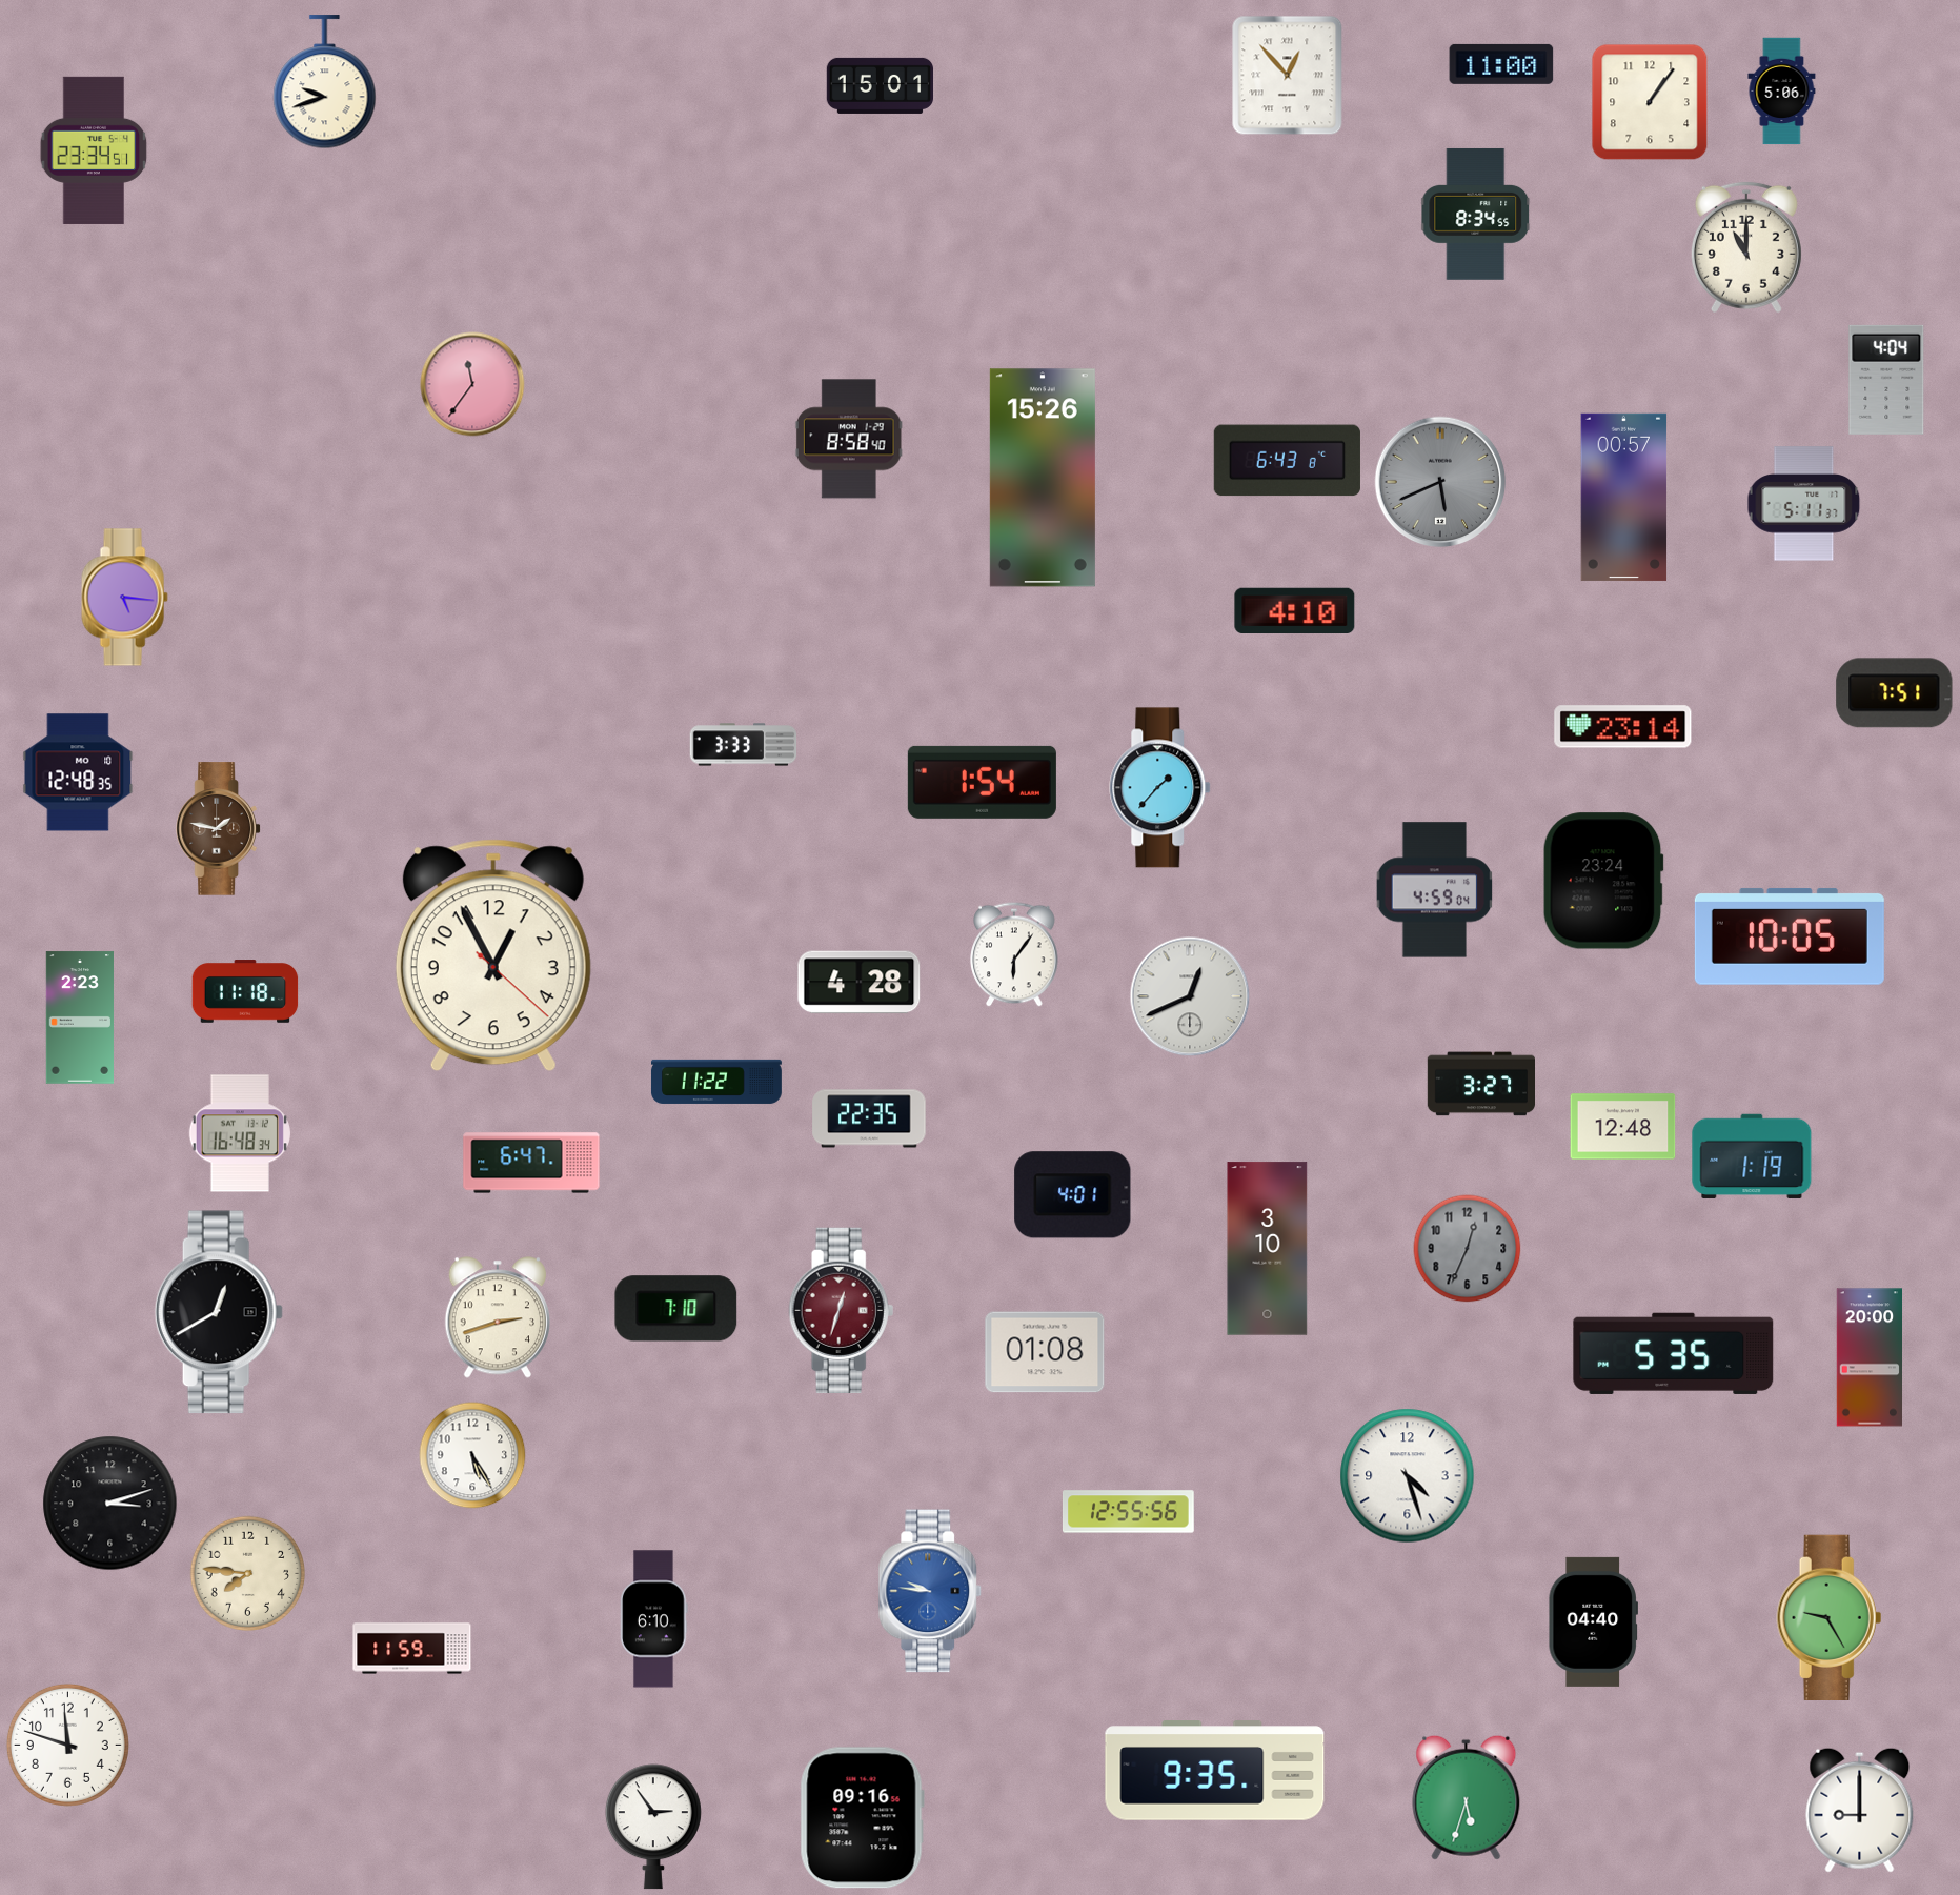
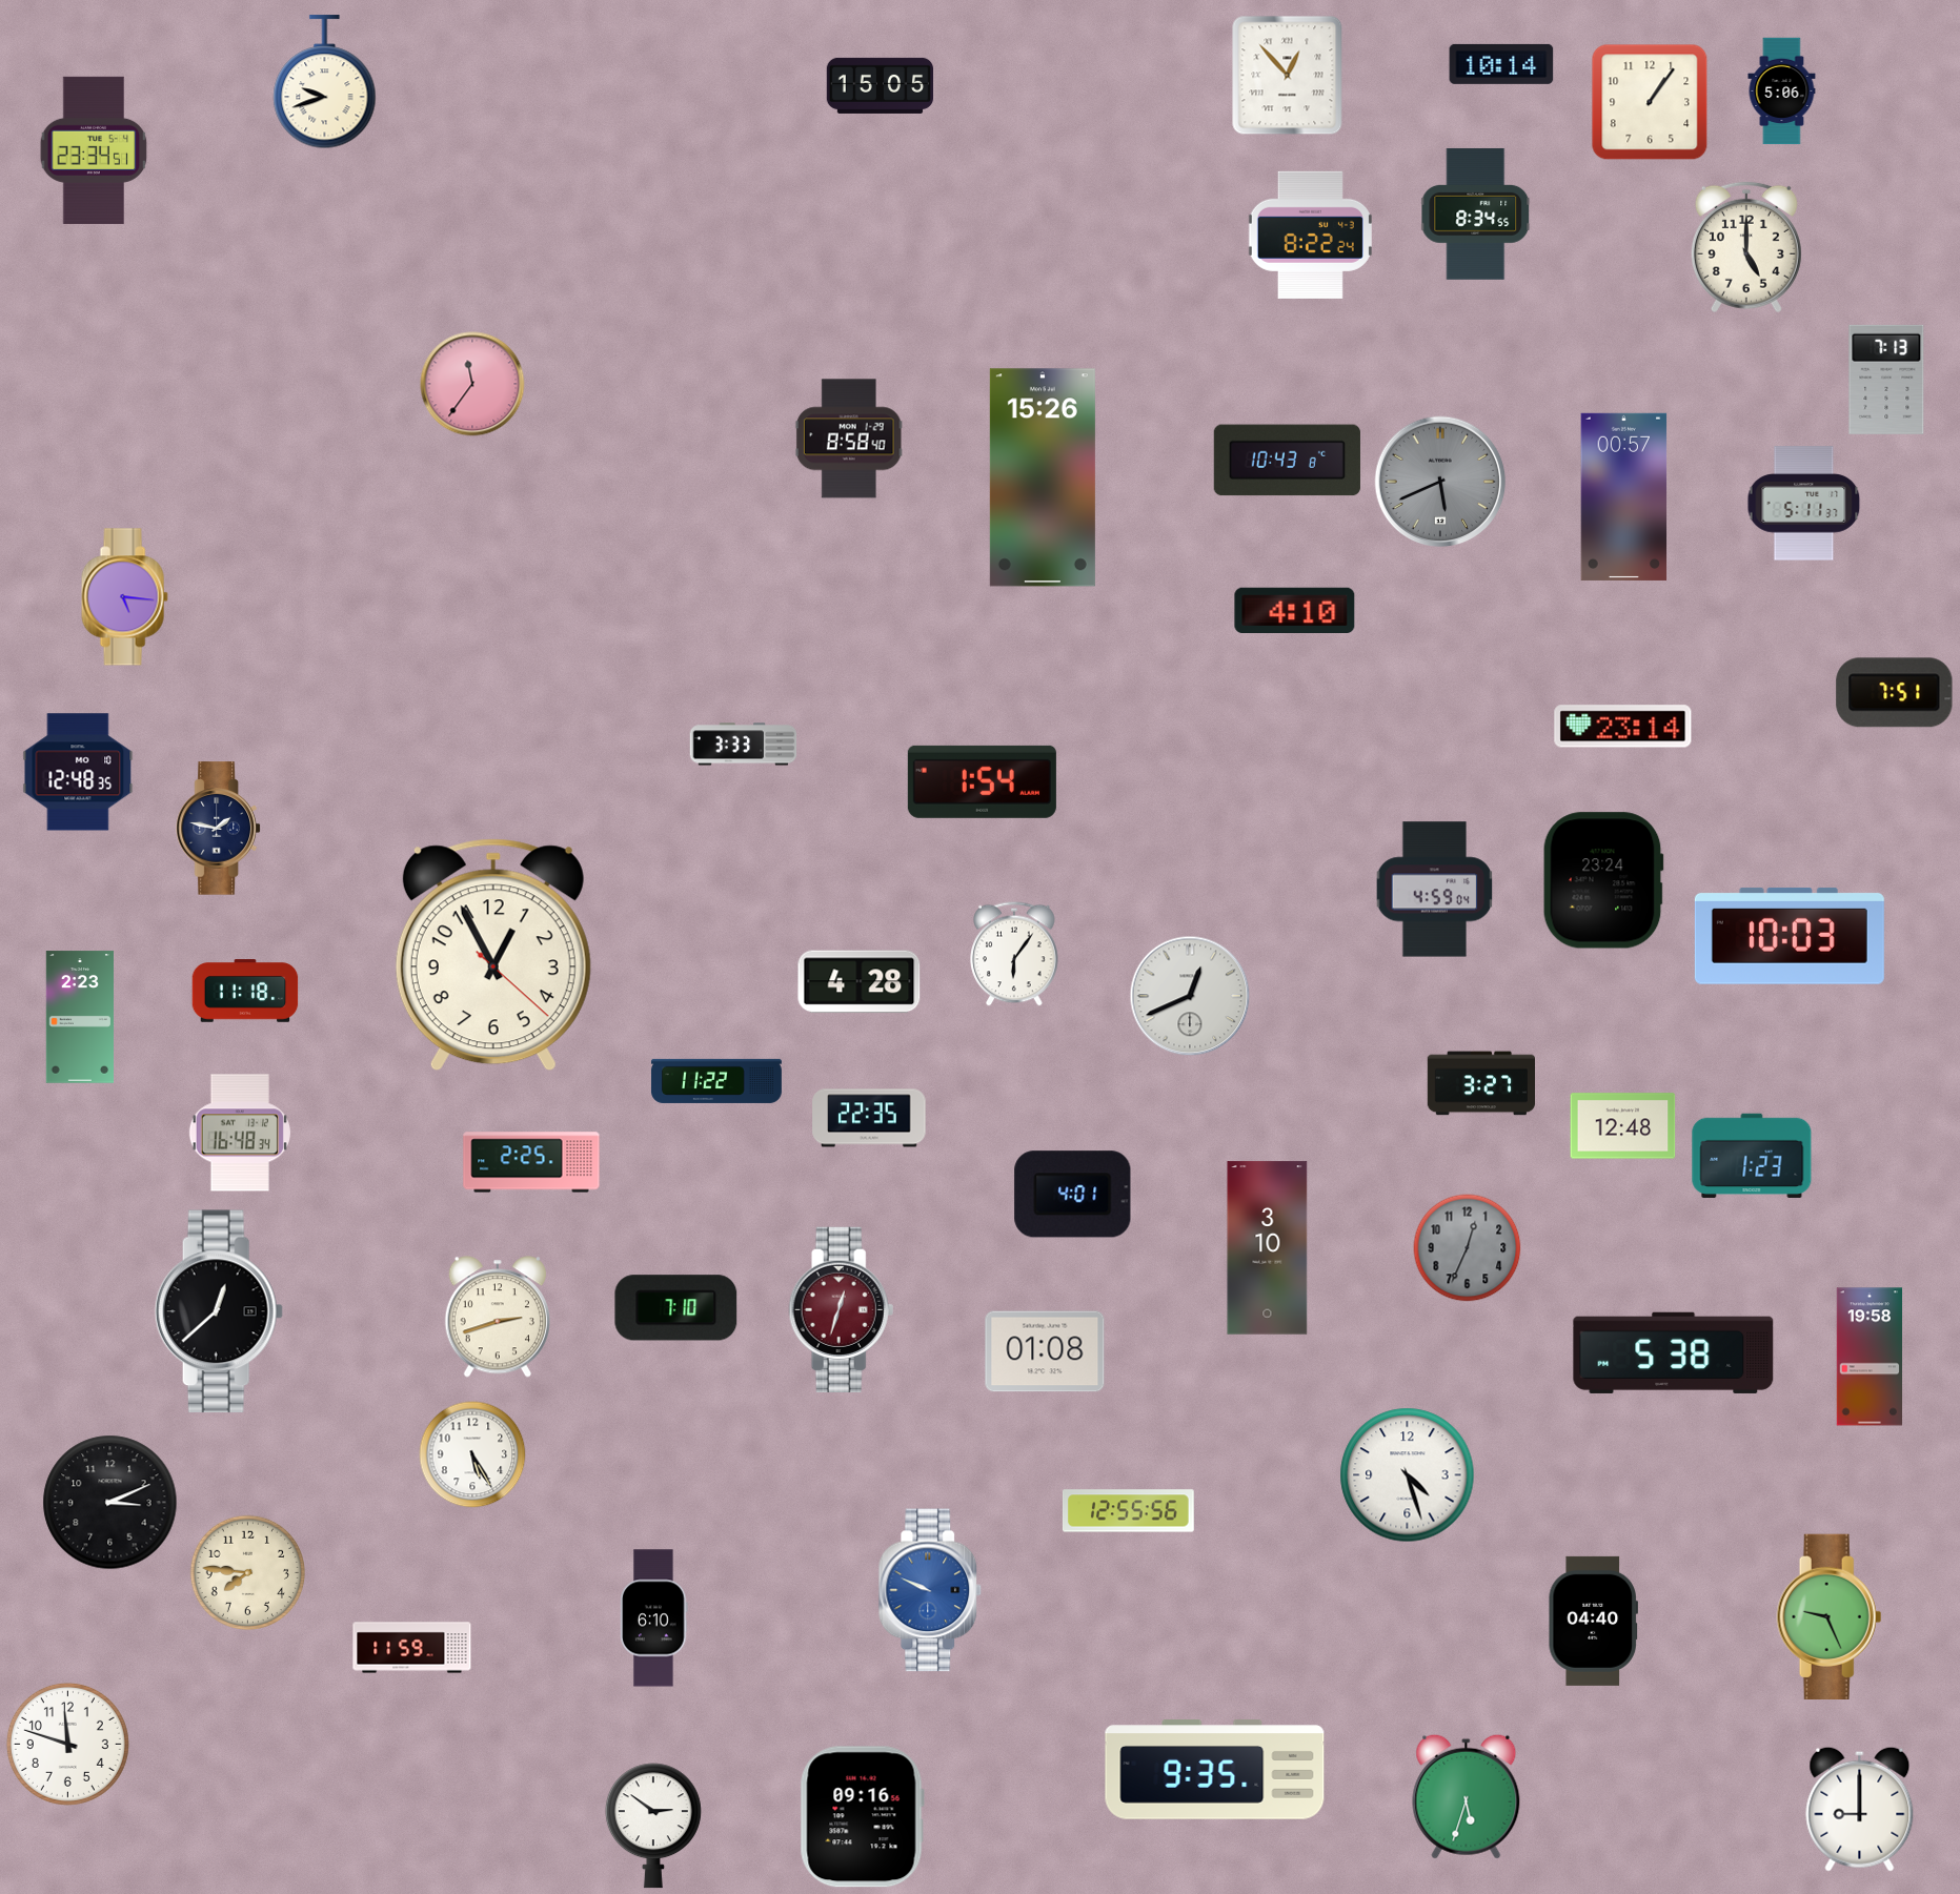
clock at (1501, 64): 11:00 -> 10:14
clock at (881, 85): 15:01 -> 15:05
clock at (1310, 235): none -> 8:22
clock at (1746, 247): 11:00 -> 5:00
clock at (1886, 380): 4:04 -> 7:13
clock at (1287, 461): 6:43 -> 10:43
clock at (1160, 788): 1:37 -> none
clock at (218, 829) dial: brown -> navy
clock at (1790, 936): 10:05 -> 10:03
clock at (1752, 1155): 1:19 -> 1:23
clock at (531, 1163): 6:47 -> 2:25
clock at (219, 1312): 12:40 -> 12:38
clock at (1674, 1353): 5:35 -> 5:38
clock at (1870, 1357): 20:00 -> 19:58
clock at (110, 1504): 3:12 -> 3:11
clock at (930, 1591): 9:46 -> 9:49
clock at (1830, 1617): 9:25 -> 9:26
clock at (653, 1827): 2:54 -> 2:51
